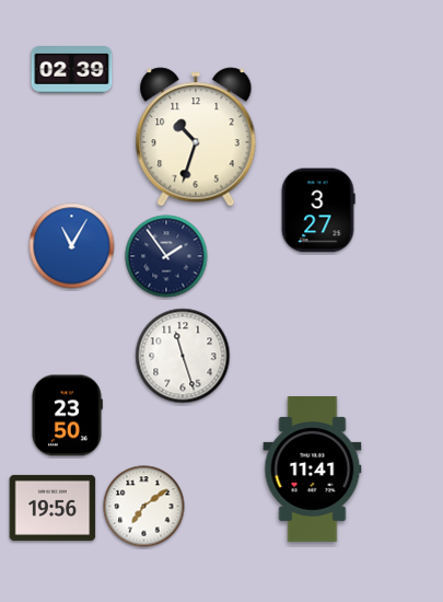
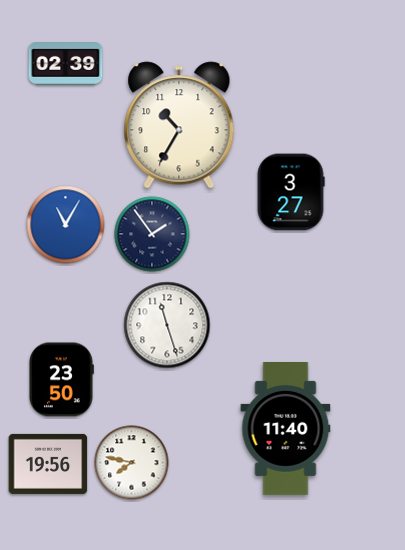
clock at (196, 137): 10:33 -> 10:35
clock at (313, 470): 11:41 -> 11:40
clock at (144, 507): 7:09 -> 7:47
